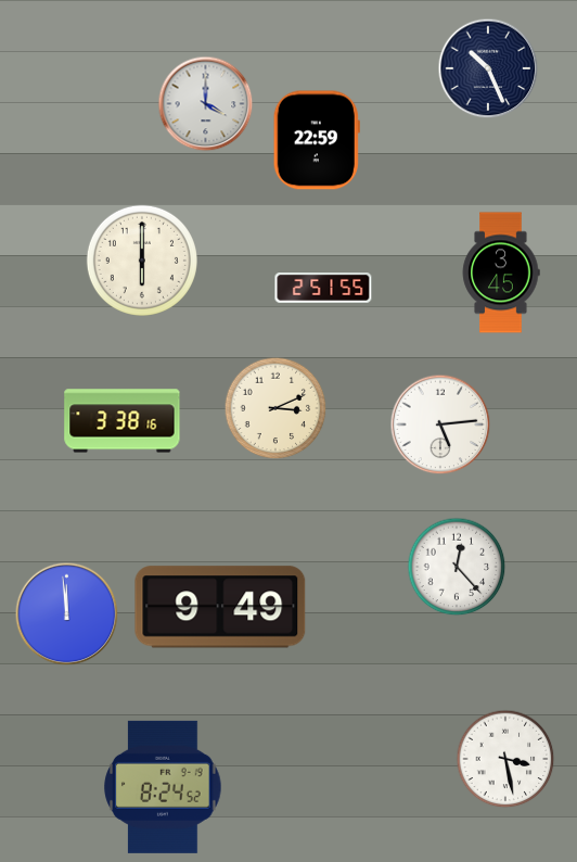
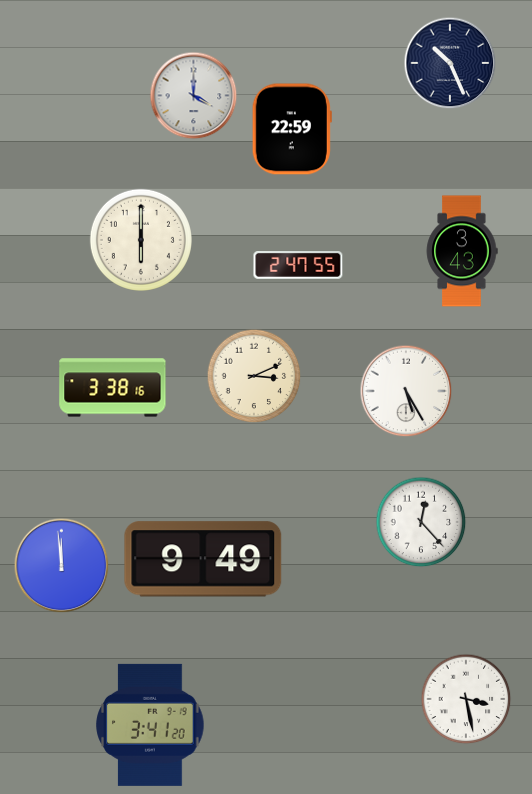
clock at (206, 104) position: (206, 104) -> (194, 96)
clock at (142, 261) position: (142, 261) -> (141, 240)
clock at (501, 272): 3:45 -> 3:43
clock at (323, 289): 2:51 -> 2:47
clock at (440, 424): 5:14 -> 5:25
clock at (163, 787): 8:24 -> 3:41
